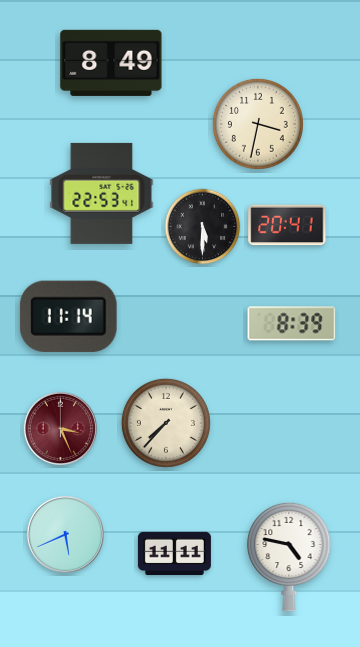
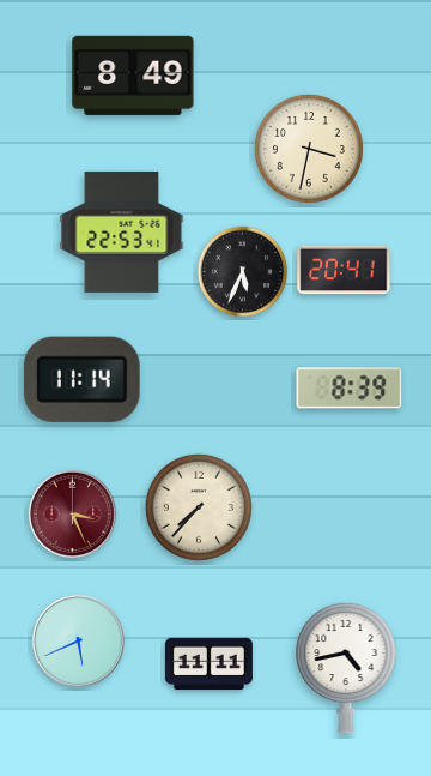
clock at (203, 227): 5:30 -> 5:34
clock at (289, 557): 4:47 -> 4:43
